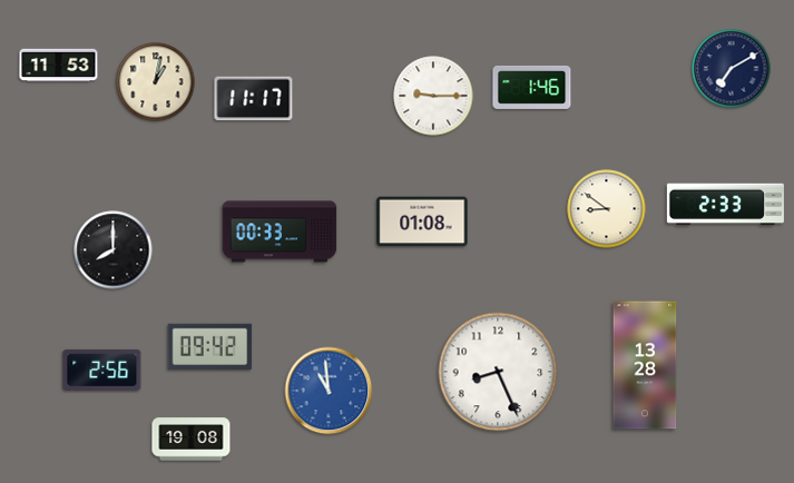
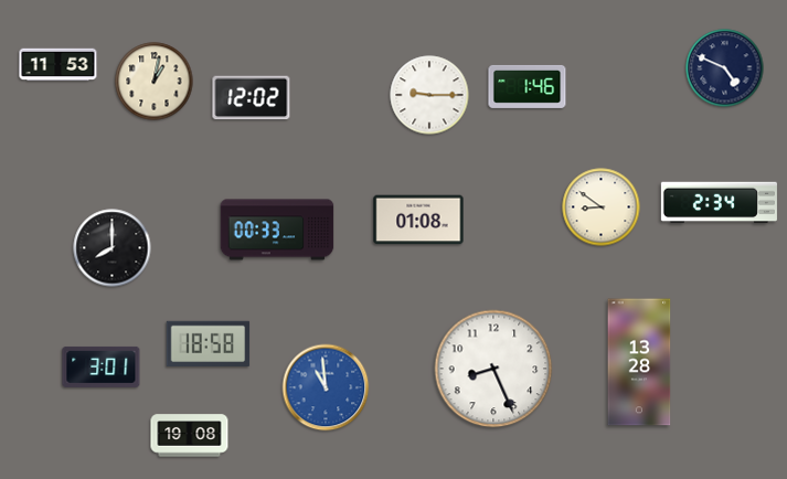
clock at (732, 69): 7:10 -> 4:49
clock at (254, 99): 11:17 -> 12:02
clock at (725, 205): 2:33 -> 2:34
clock at (210, 347): 09:42 -> 18:58
clock at (102, 369): 2:56 -> 3:01
